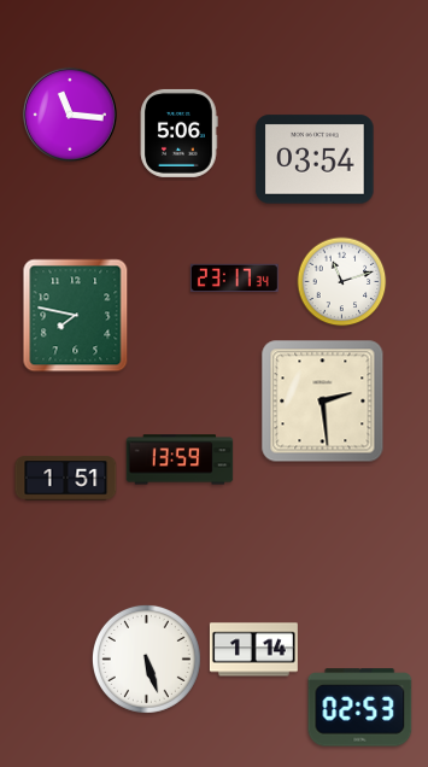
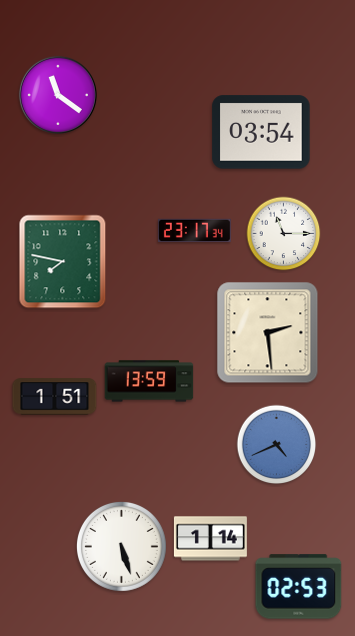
clock at (70, 115): 11:16 -> 11:21
clock at (178, 133): 5:06 -> none
clock at (342, 282): 11:12 -> 11:15
clock at (277, 445): none -> 4:41
